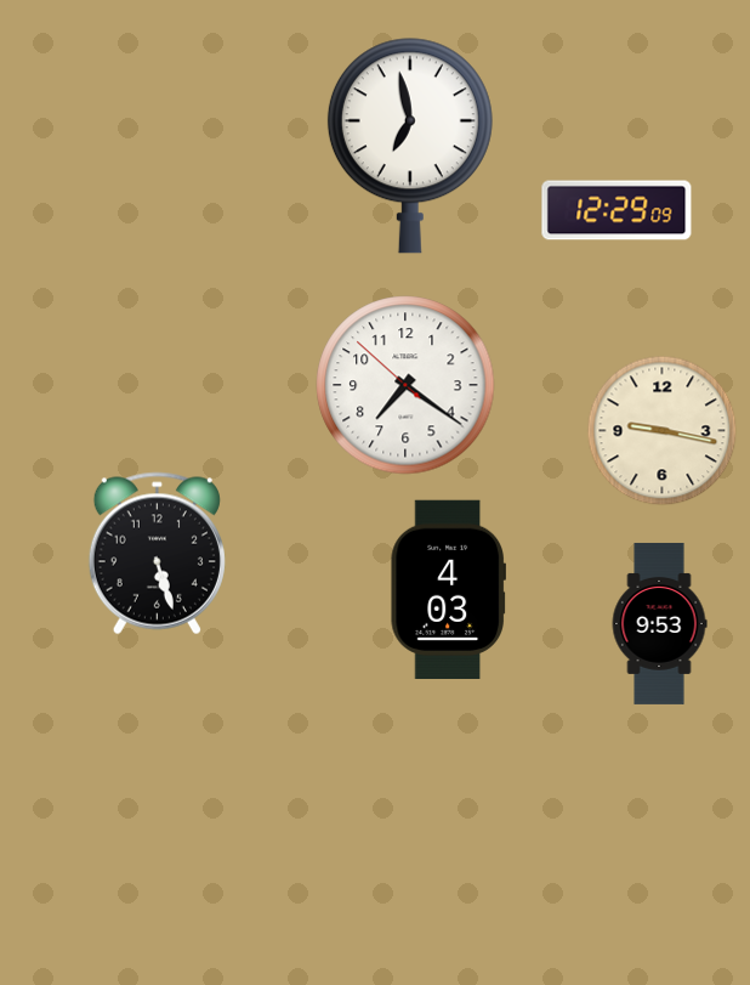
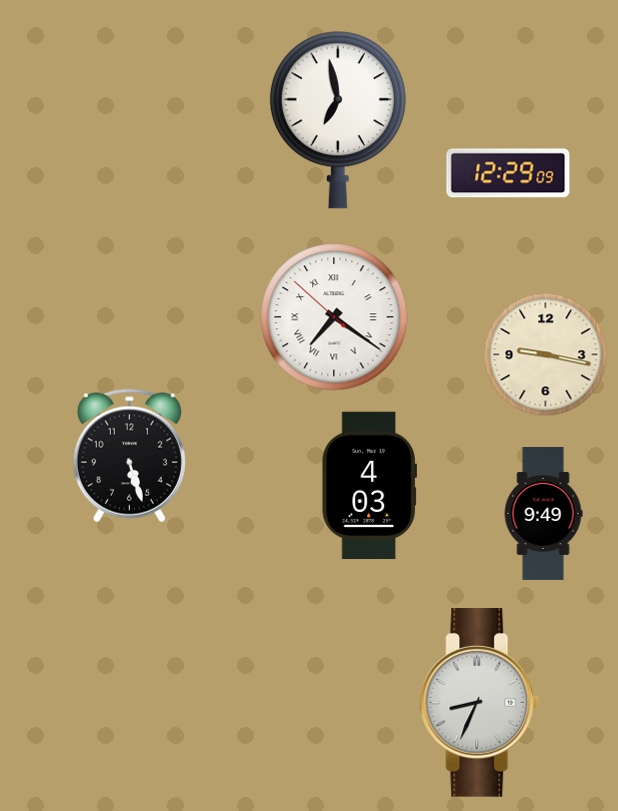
clock at (405, 385) numerals: Arabic -> Roman
clock at (659, 623): 9:53 -> 9:49
clock at (480, 703): none -> 8:34
